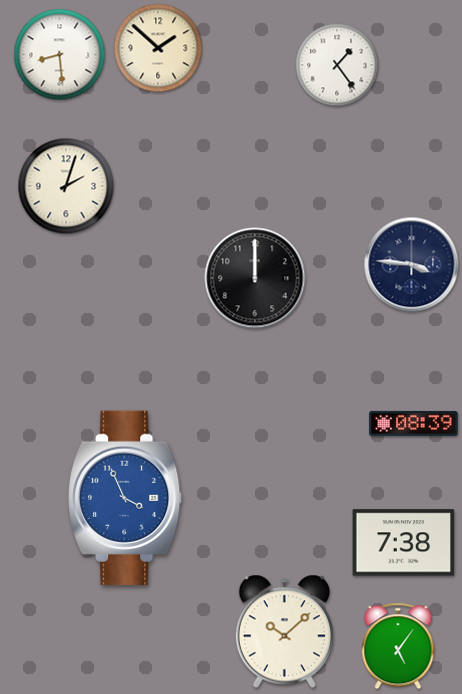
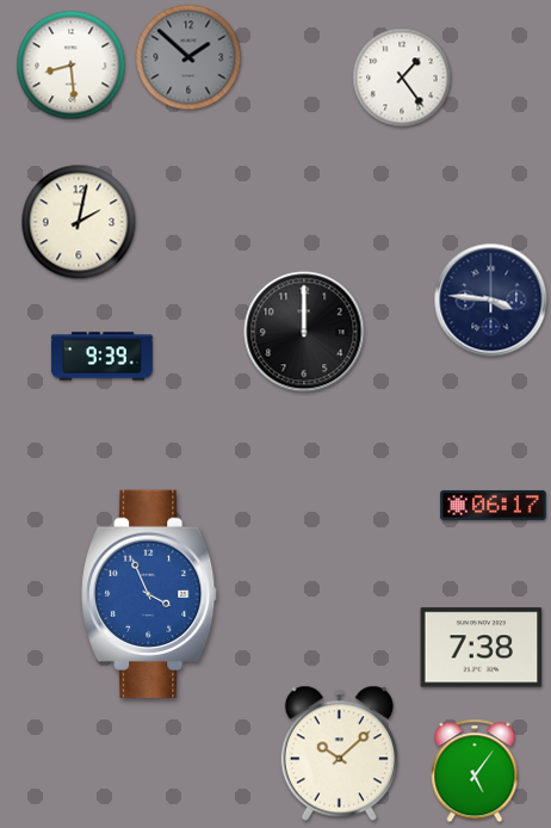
clock at (158, 48) dial: cream -> grey
clock at (66, 186): 2:03 -> 2:02
clock at (412, 265) position: (412, 265) -> (491, 301)
clock at (103, 357): none -> 9:39
clock at (414, 423): 08:39 -> 06:17
